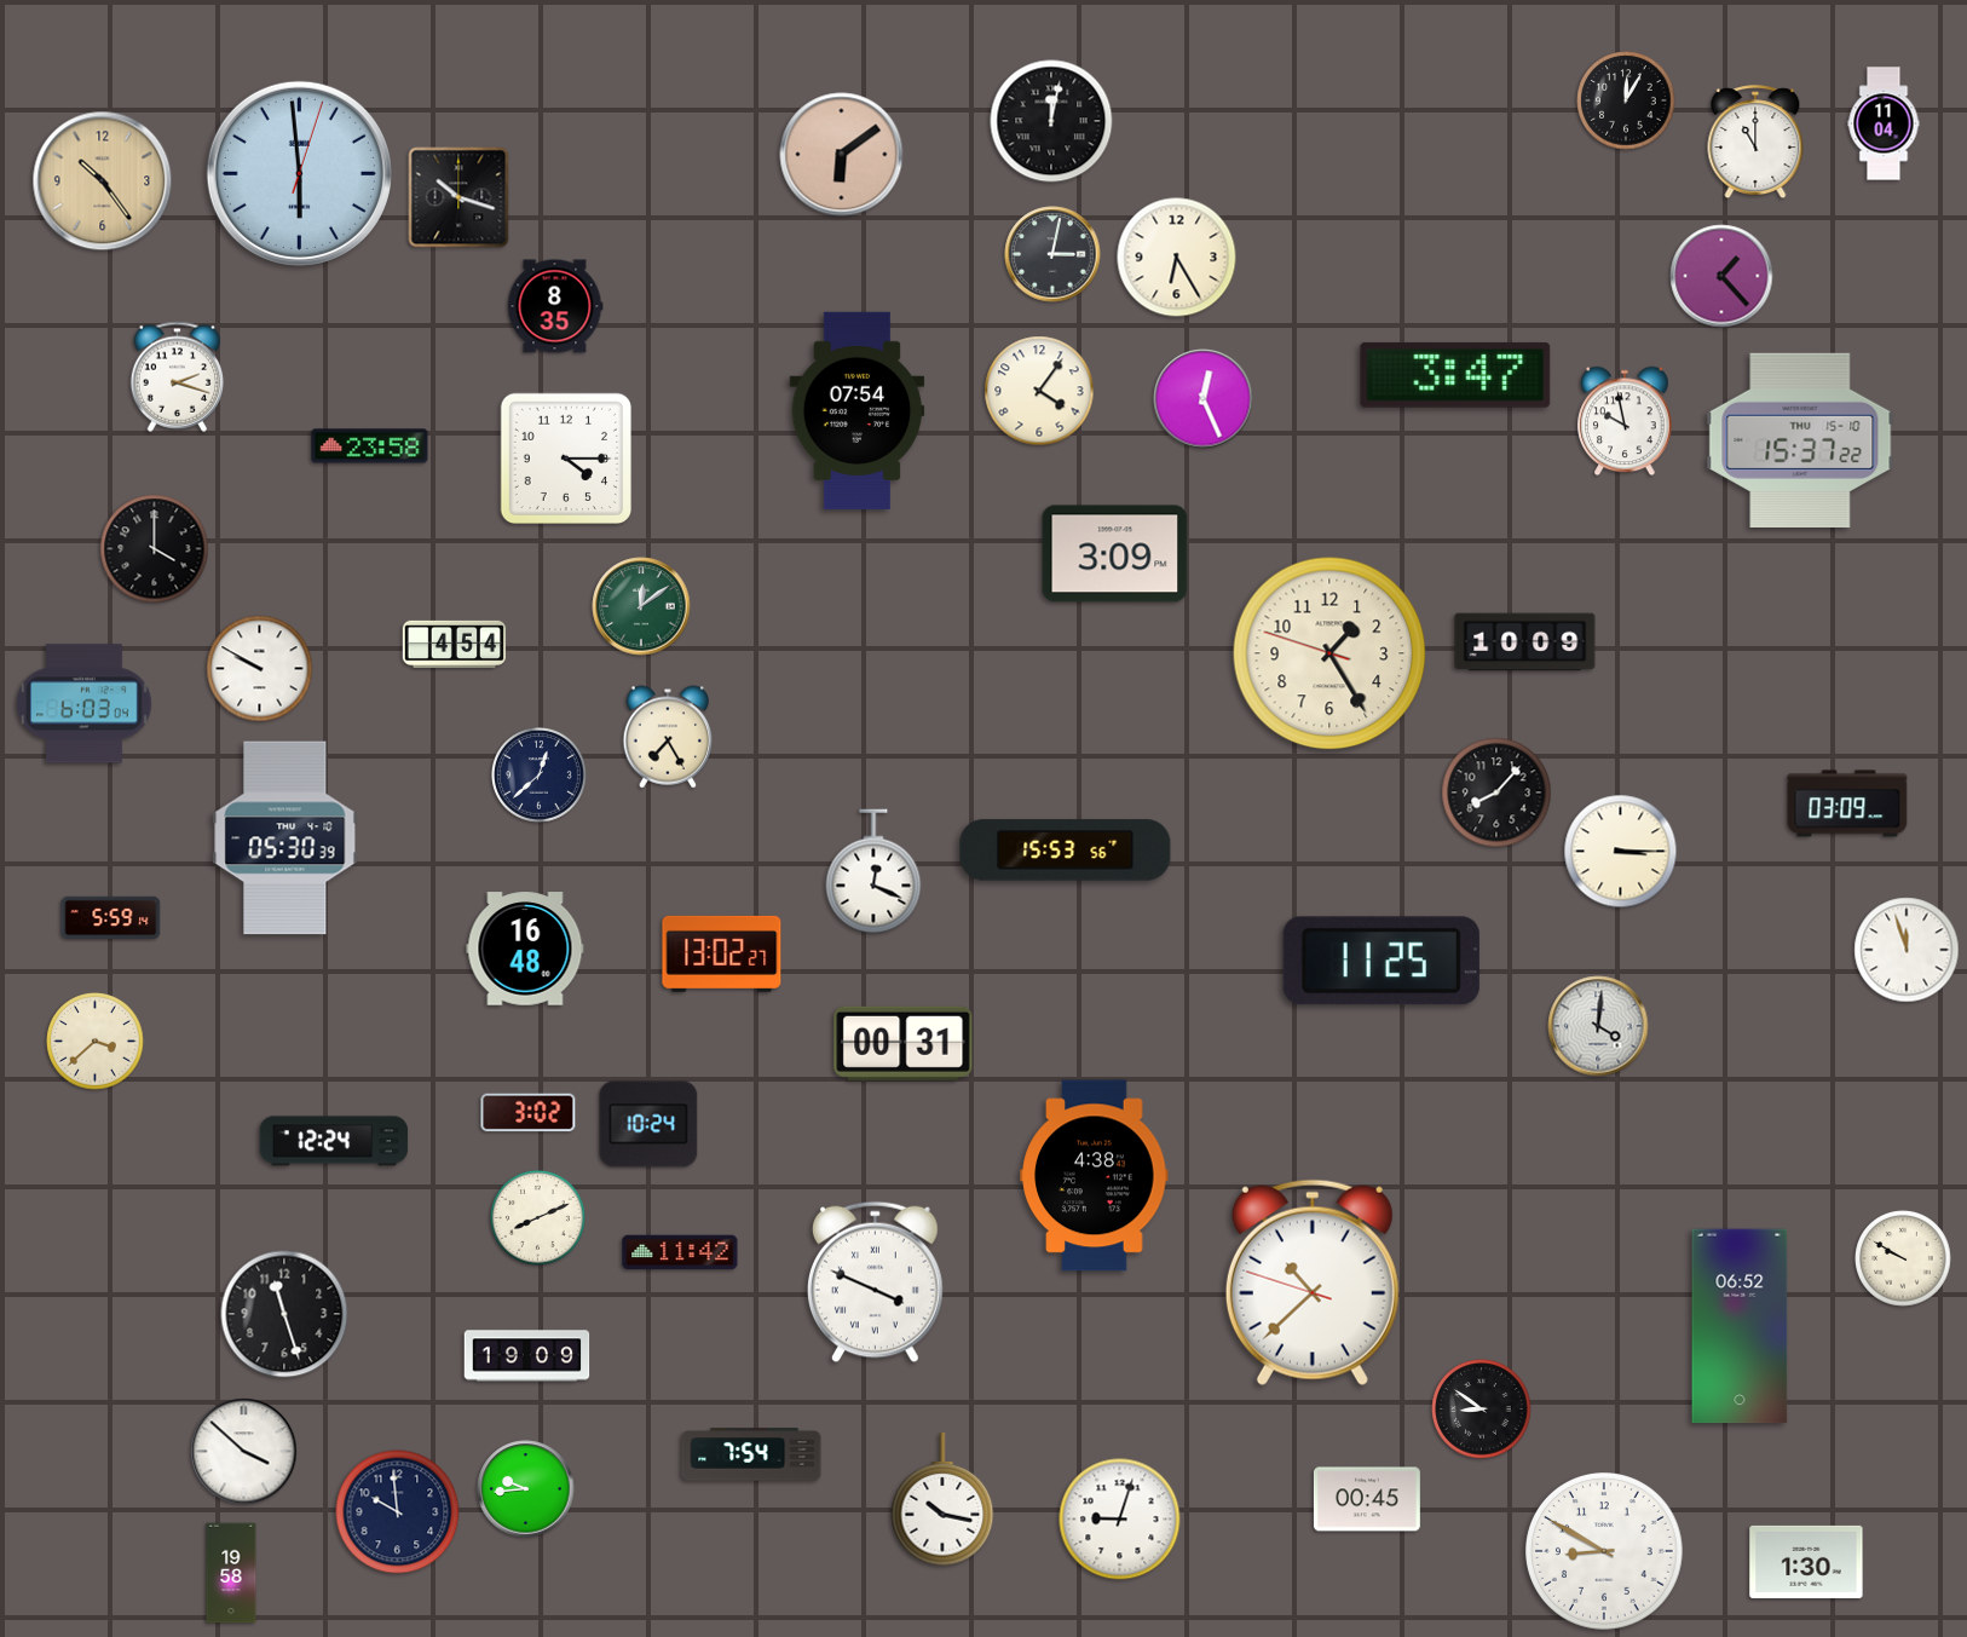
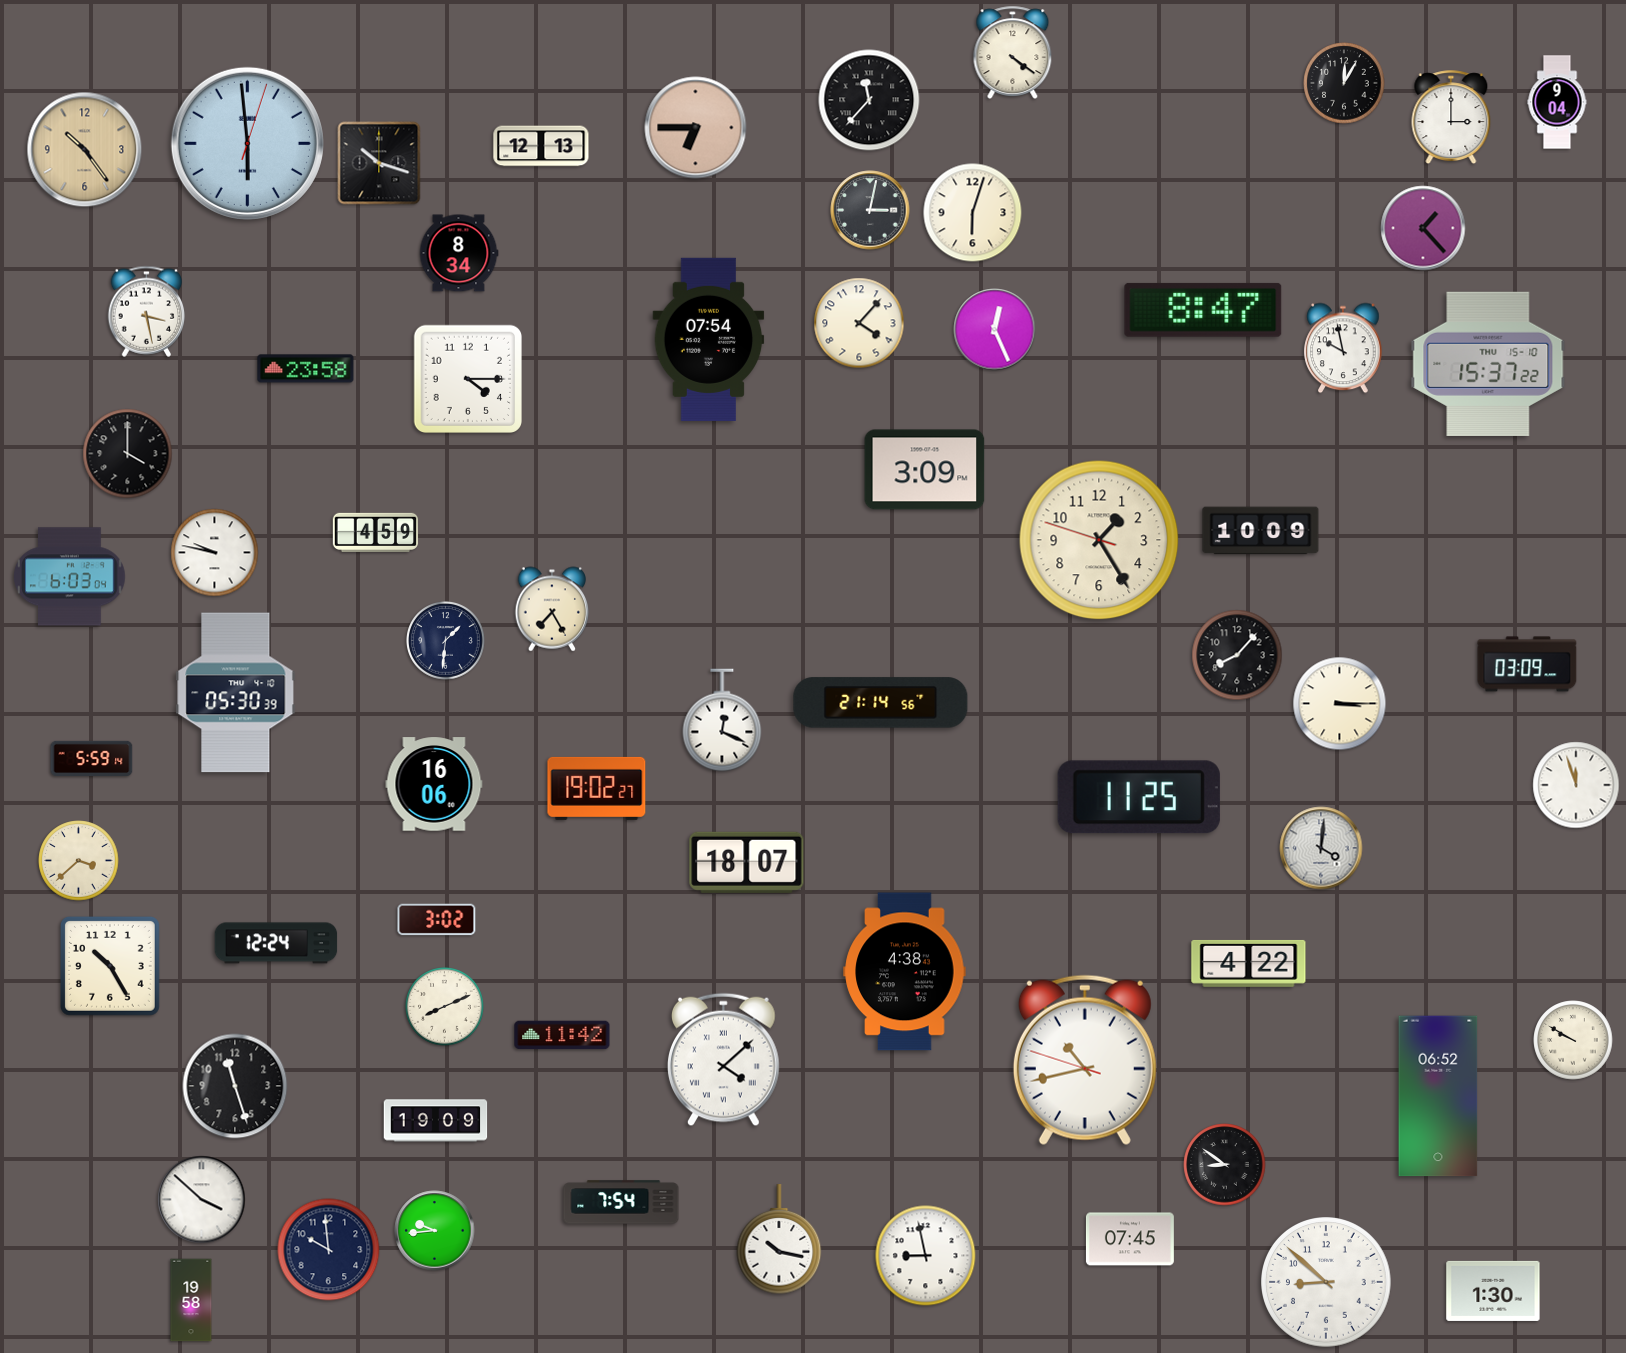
clock at (1013, 52): none -> 4:21
clock at (1051, 121): 12:02 -> 11:37
clock at (1884, 123): 11:04 -> 9:04
clock at (1755, 143): 11:00 -> 3:00
clock at (842, 155): 6:09 -> 6:45
clock at (541, 146): none -> 12:13
clock at (1177, 258): 6:25 -> 6:03
clock at (555, 306): 8:35 -> 8:34
clock at (1455, 375): 3:47 -> 8:47
clock at (178, 376): 2:18 -> 3:28
clock at (1039, 391): 4:06 -> 4:07
clock at (1115, 554) position: (1115, 554) -> (925, 470)
clock at (641, 606): 12:09 -> none
clock at (455, 644): 4:54 -> 4:59
clock at (260, 669): 9:50 -> 9:47
clock at (85, 704) position: (85, 704) -> (70, 577)
clock at (540, 776): 12:38 -> 1:31
clock at (1066, 851): 15:53 -> 21:14
clock at (525, 949): 16:48 -> 16:06
clock at (722, 953): 13:02 -> 19:02
clock at (1381, 961) position: (1381, 961) -> (1139, 797)
clock at (904, 1043): 00:31 -> 18:07
clock at (648, 1124): 10:24 -> none
clock at (1249, 963): none -> 4:22
clock at (110, 966): none -> 10:25
clock at (876, 1282): 3:49 -> 4:08
clock at (1313, 1282): 10:37 -> 10:42
clock at (1367, 1499): 00:45 -> 07:45
clock at (1120, 1520): 9:03 -> 8:58
clock at (1605, 1552): 8:50 -> 8:52
